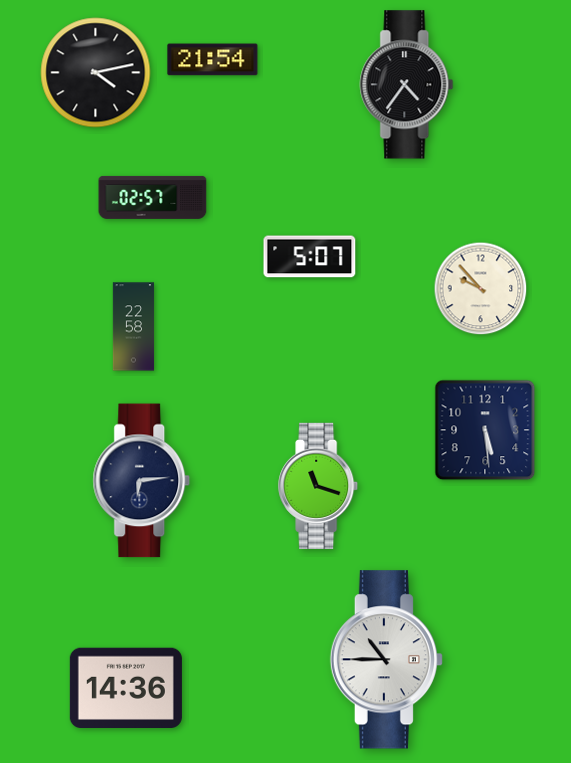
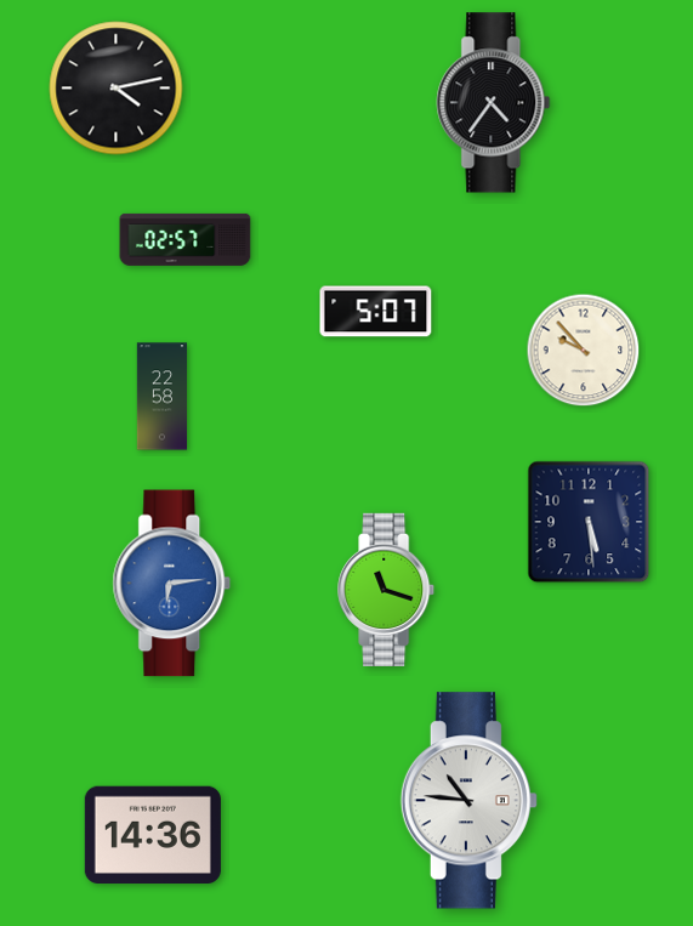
clock at (213, 60): 21:54 -> none
clock at (142, 481) dial: navy -> blue
clock at (386, 660): 10:45 -> 10:46
